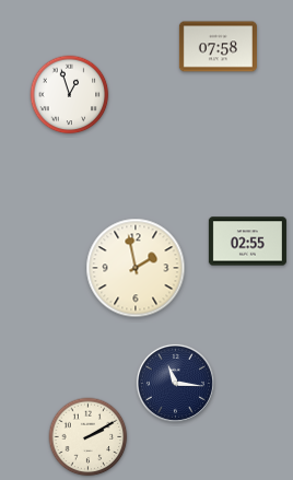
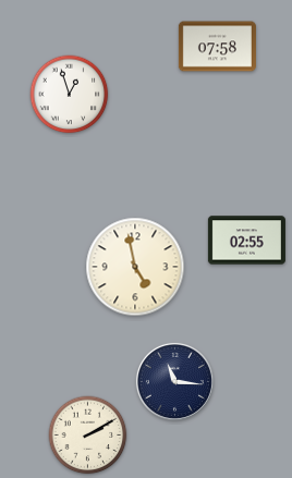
clock at (136, 268): 1:58 -> 4:58
